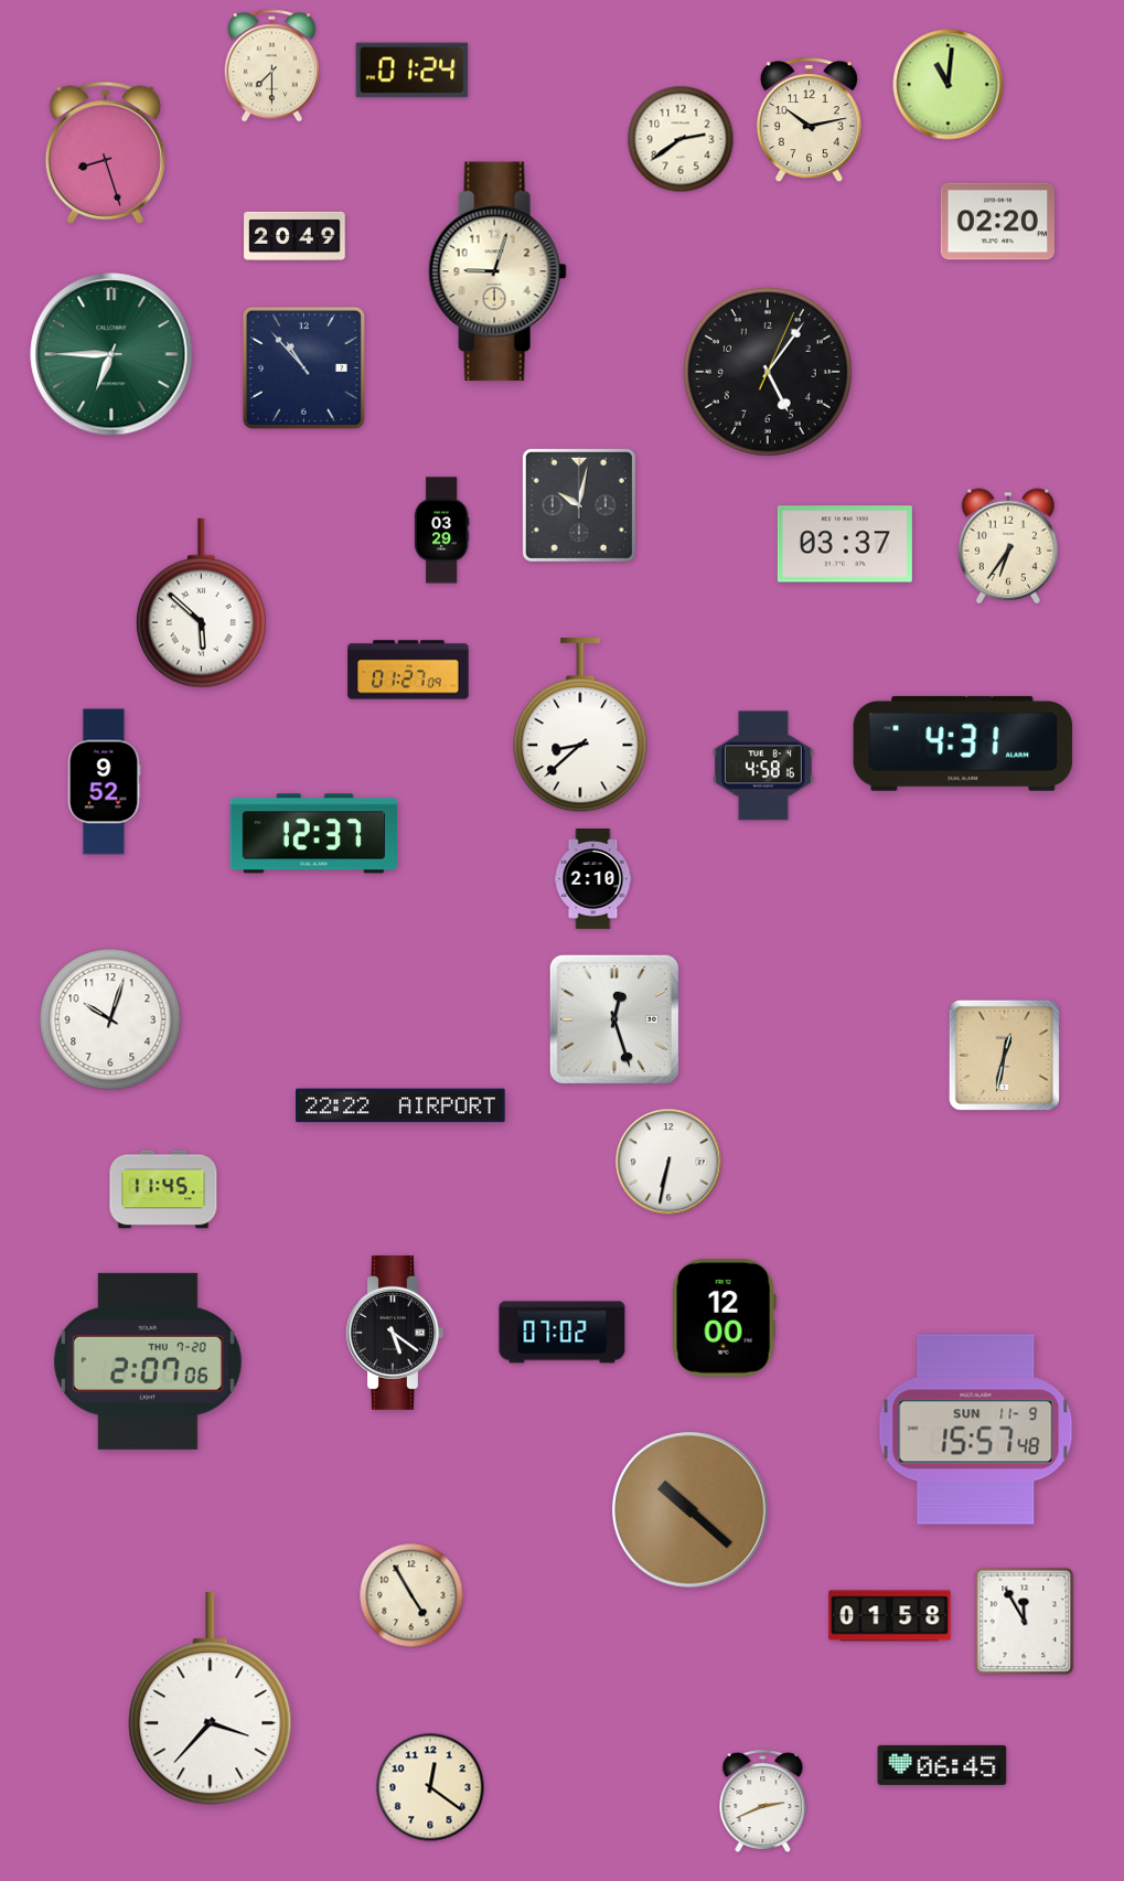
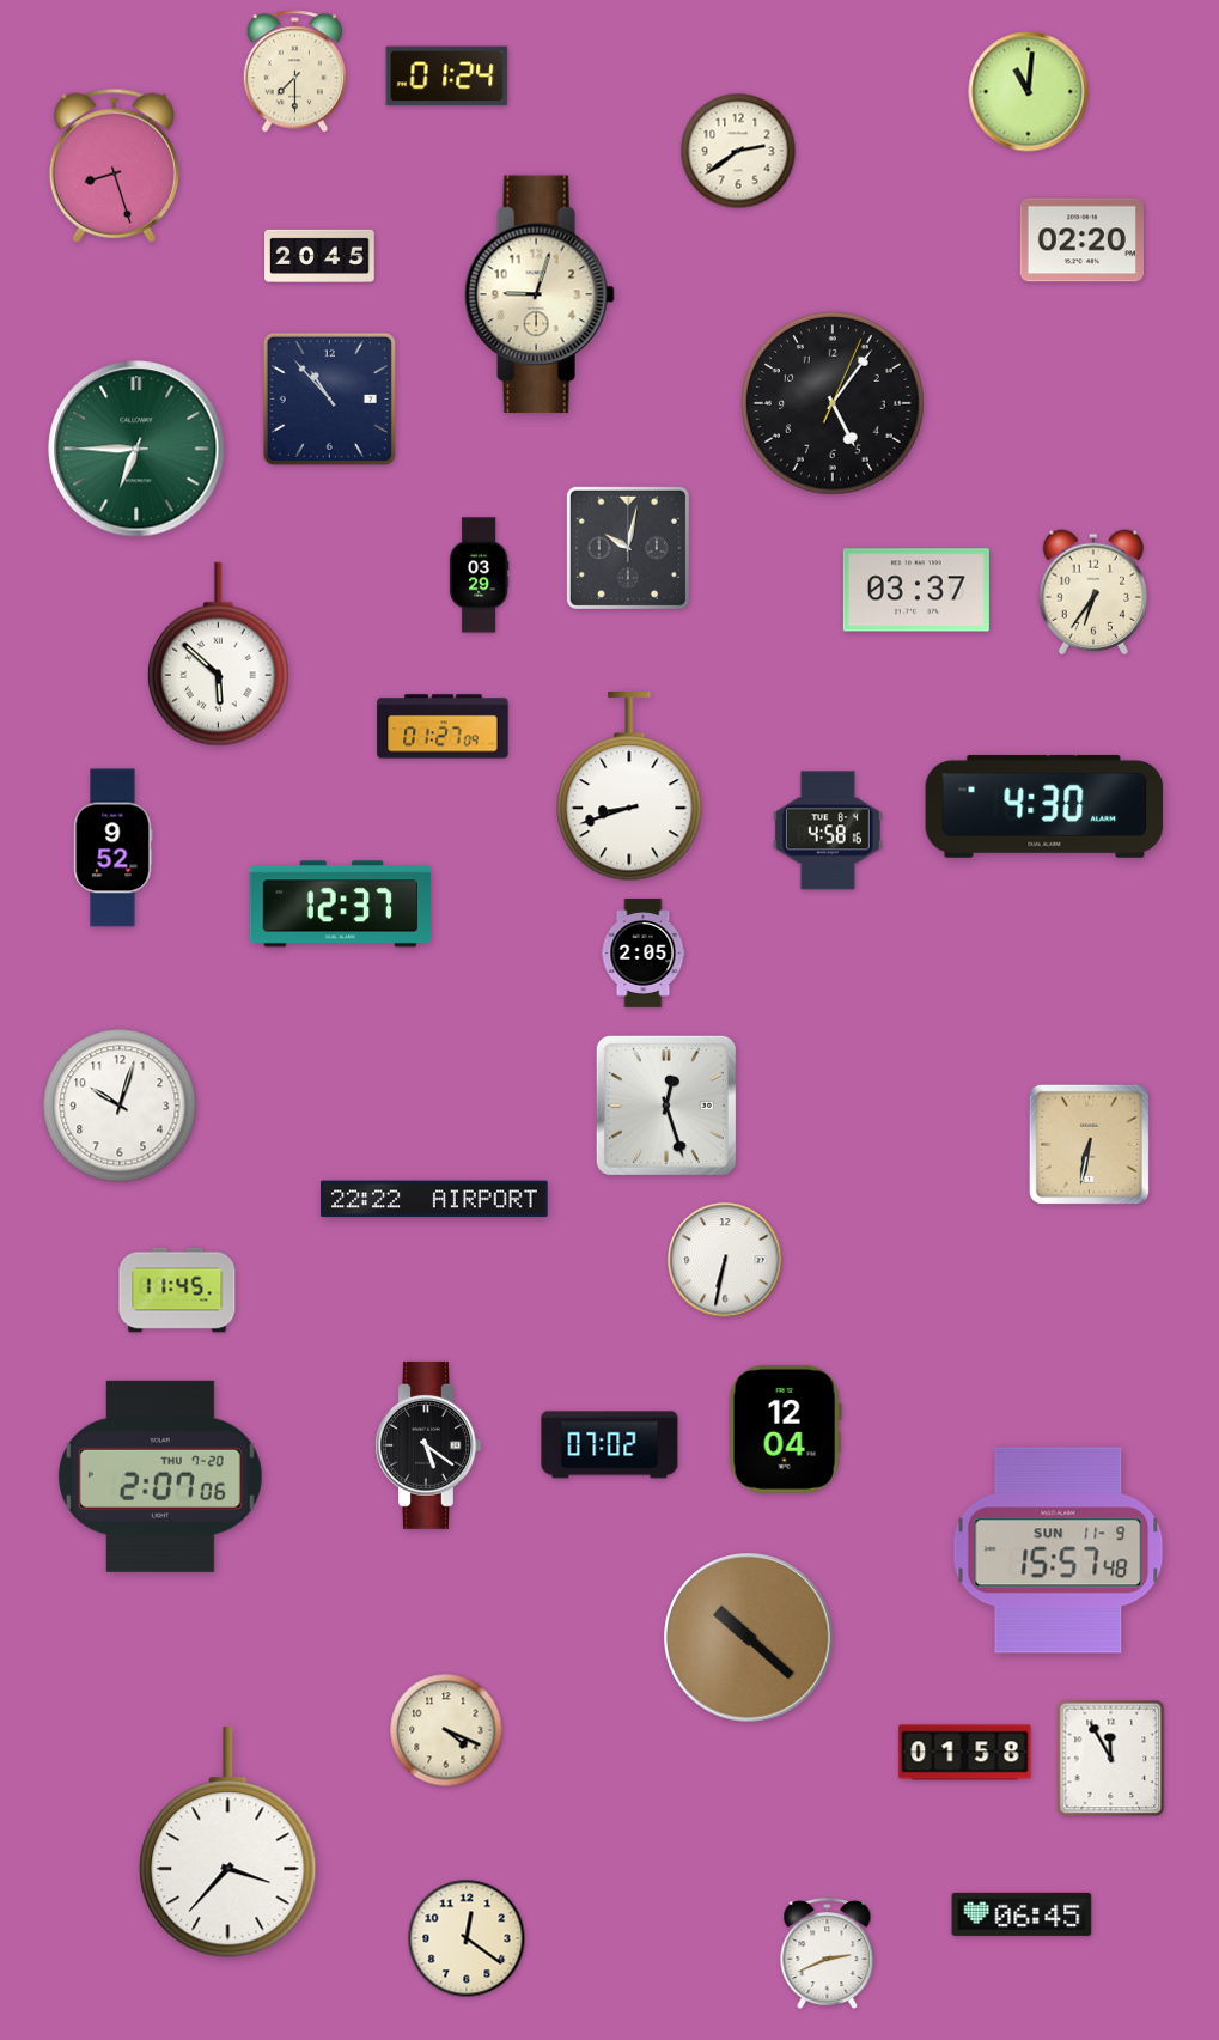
clock at (809, 120): 10:13 -> none
clock at (295, 236): 20:49 -> 20:45
clock at (111, 354) position: (111, 354) -> (136, 449)
clock at (580, 726): 8:38 -> 8:42
clock at (963, 744): 4:31 -> 4:30
clock at (593, 879): 2:10 -> 2:05
clock at (1004, 1055): 12:32 -> 6:32
clock at (724, 1317): 12:00 -> 12:04
clock at (411, 1595): 4:55 -> 4:19
